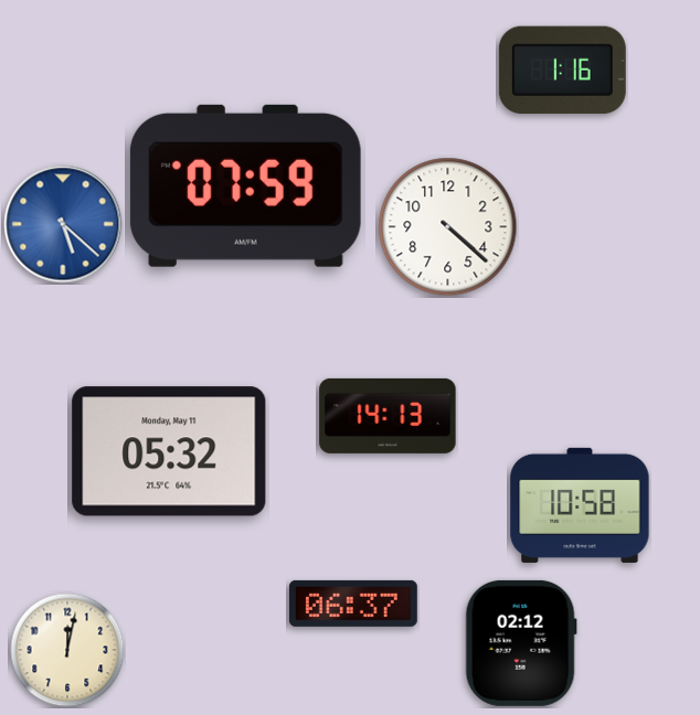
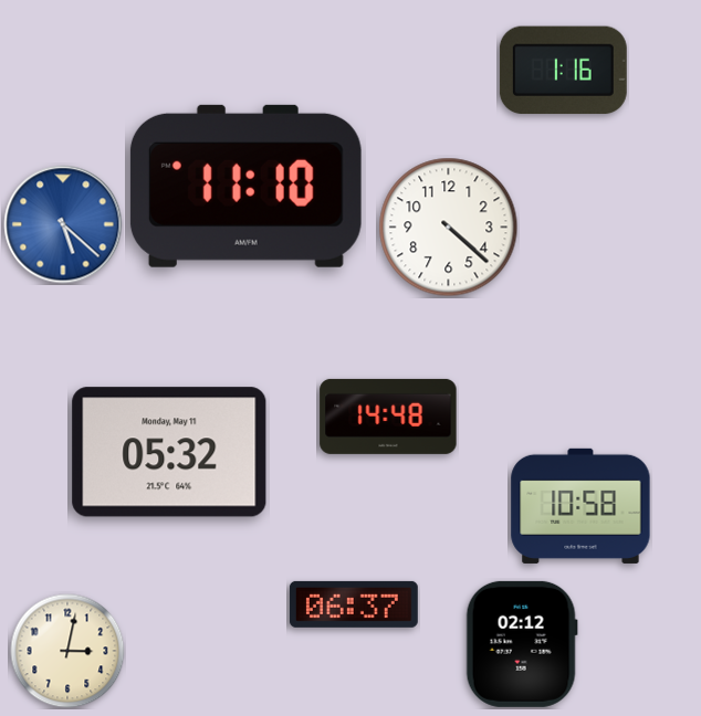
clock at (245, 185): 07:59 -> 11:10
clock at (388, 416): 14:13 -> 14:48
clock at (67, 650): 12:02 -> 3:02
